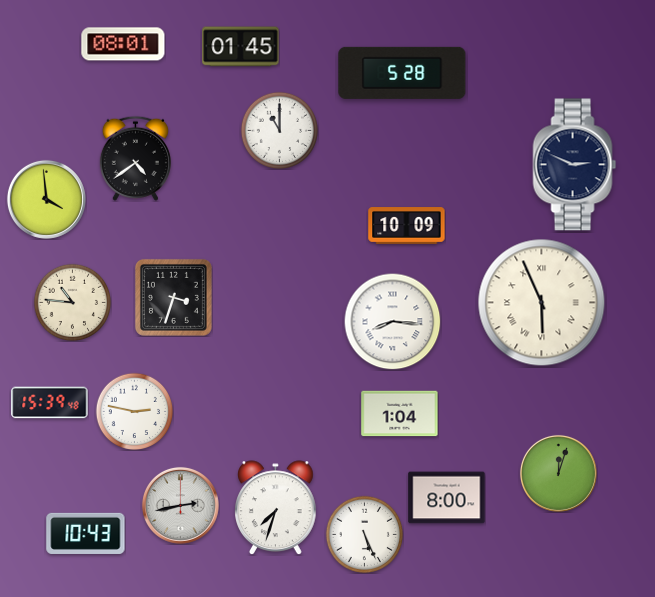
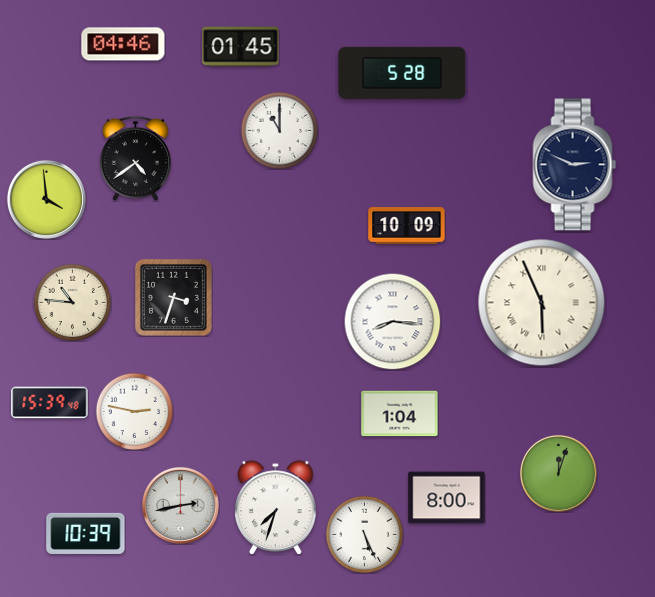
clock at (123, 44): 08:01 -> 04:46
clock at (86, 533): 10:43 -> 10:39
